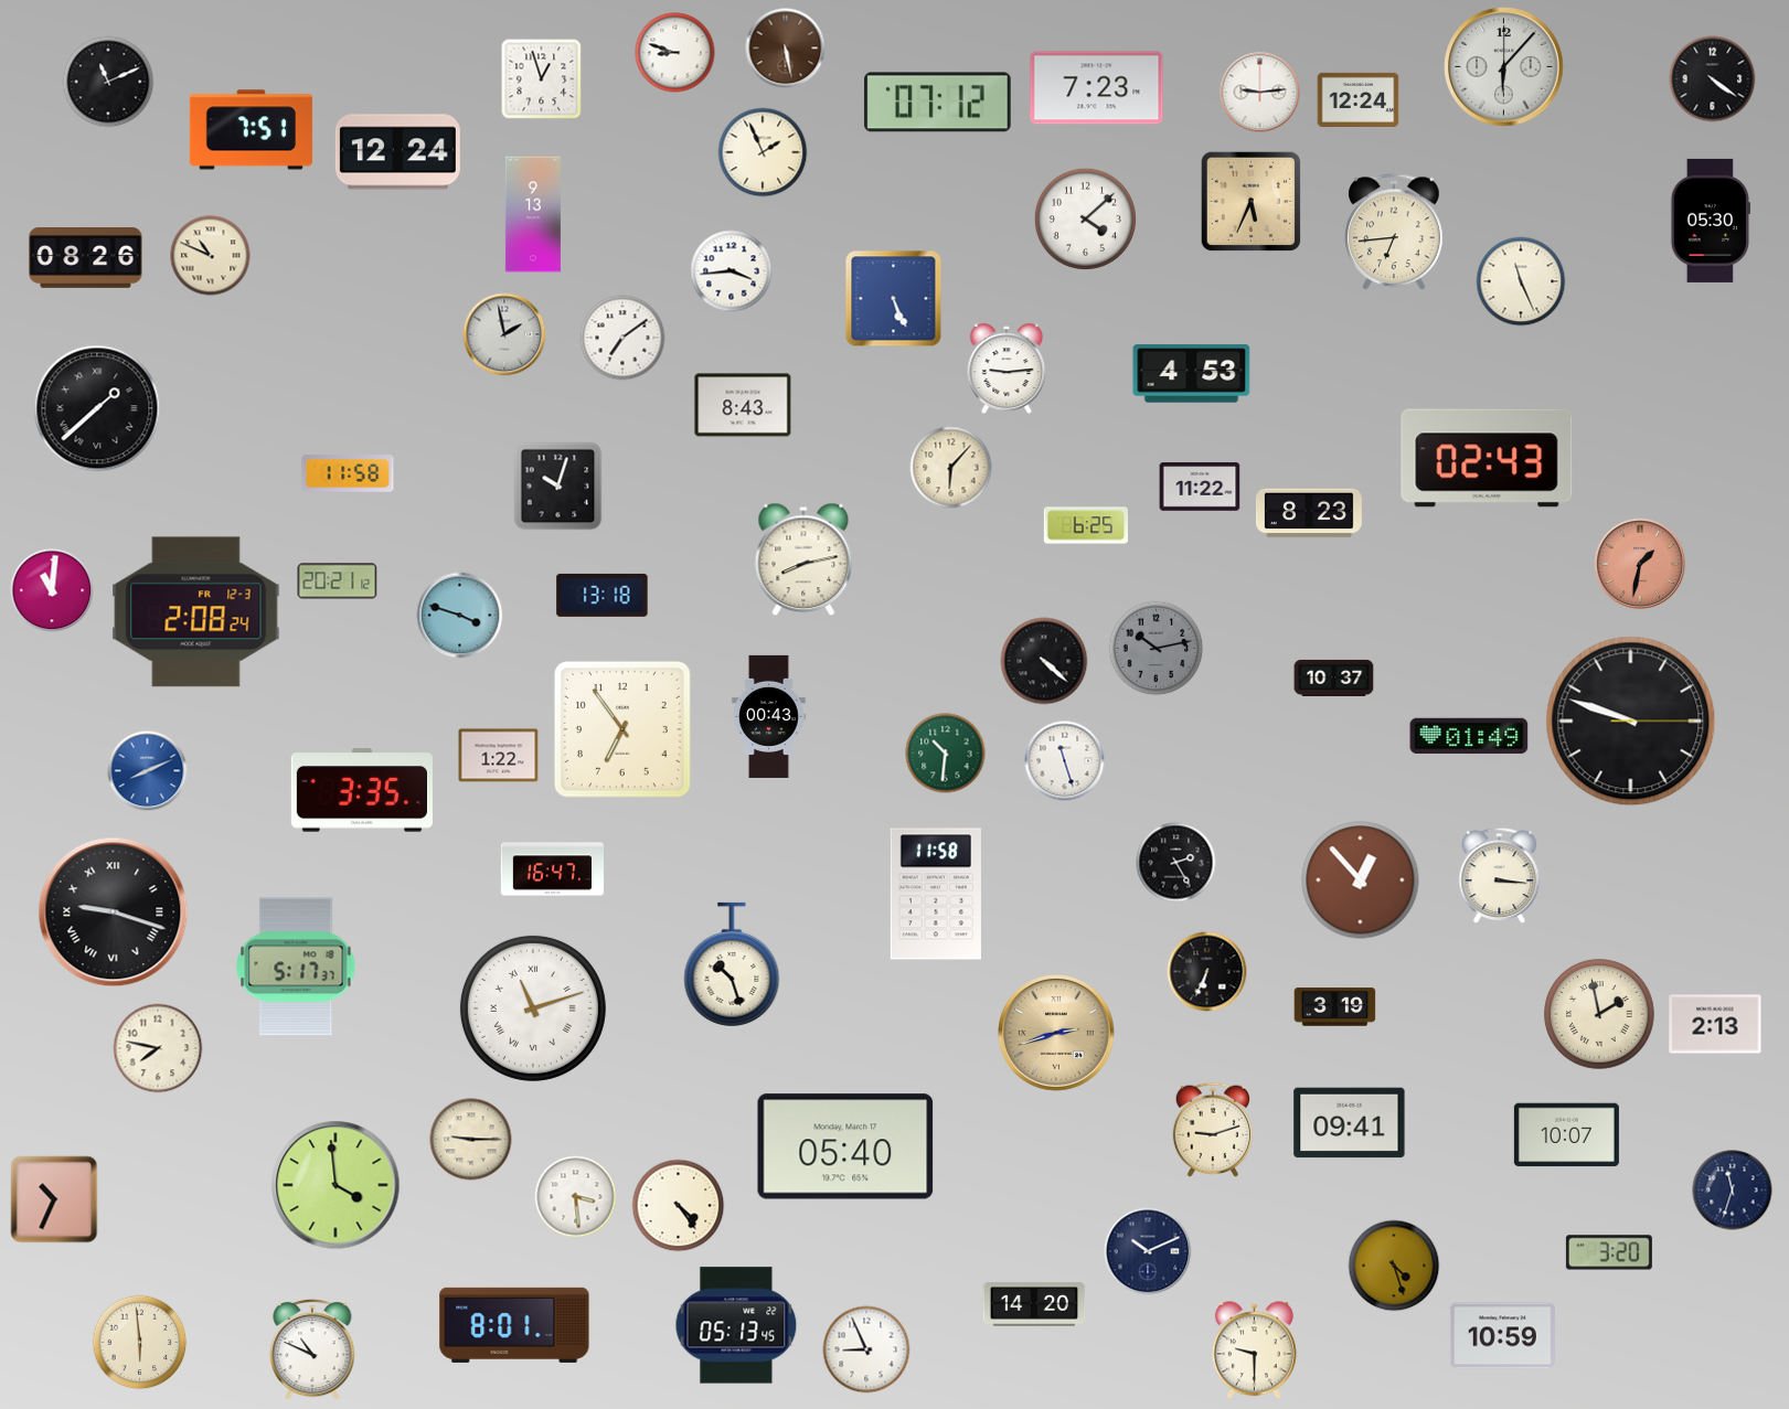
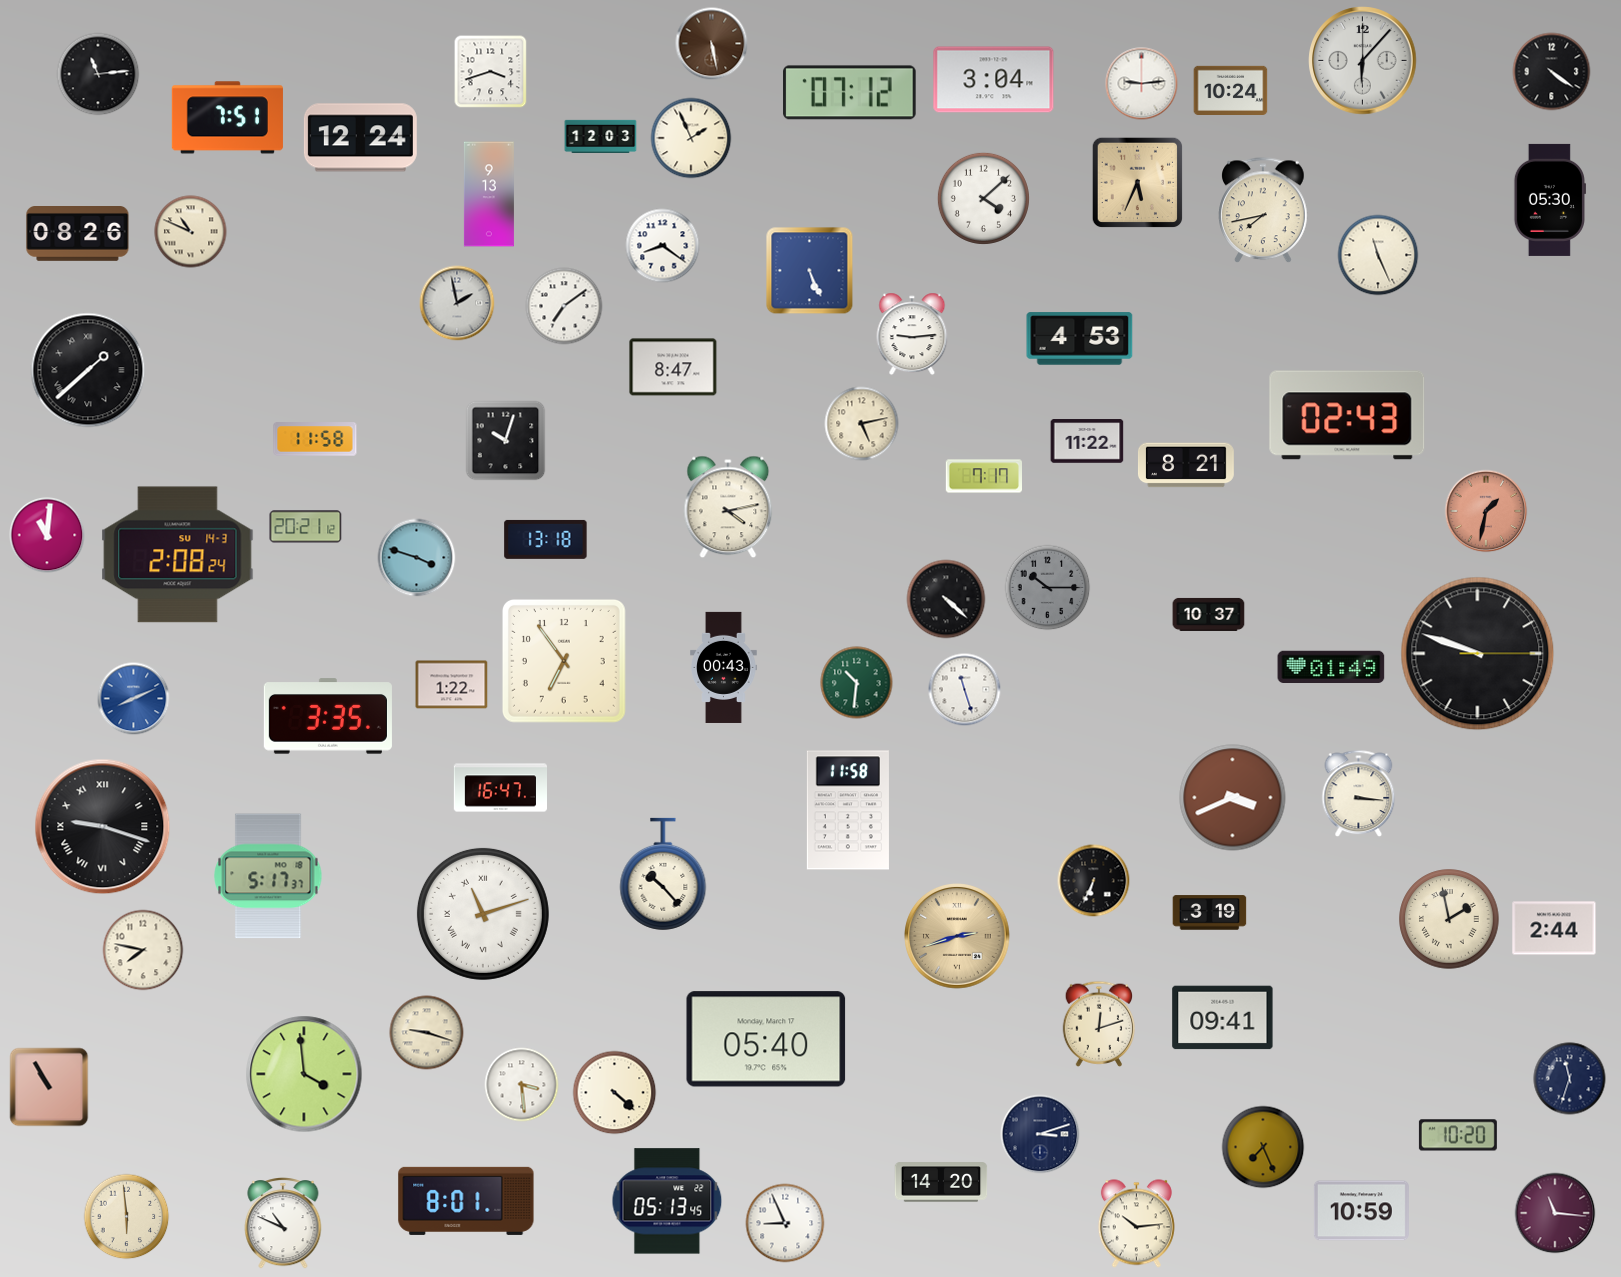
clock at (675, 53): 8:48 -> none
clock at (542, 79): 12:57 -> 3:42
clock at (108, 82): 11:11 -> 11:14
clock at (1097, 88): 7:23 -> 3:04
clock at (1359, 99): 12:24 -> 10:24
clock at (601, 136): none -> 12:03
clock at (1252, 202) position: (1252, 202) -> (1138, 183)
clock at (533, 214) position: (533, 214) -> (489, 194)
clock at (1394, 233): 6:44 -> 7:43
clock at (732, 271): 3:44 -> 8:21
clock at (743, 405): 8:43 -> 8:47
clock at (951, 468): 6:07 -> 5:13
clock at (348, 473) position: (348, 473) -> (315, 439)
clock at (1309, 513): 8:23 -> 8:21
clock at (1085, 525): 6:25 -> 7:17
clock at (803, 559): 8:13 -> 4:13
clock at (196, 612) date: FR 12-3 -> SU 14-3
clock at (1157, 649): 10:13 -> 10:15
clock at (769, 716) position: (769, 716) -> (724, 667)
clock at (1176, 863): 2:25 -> none
clock at (1361, 880): 12:53 -> 3:41
clock at (732, 964): 10:27 -> 10:23
clock at (1715, 1024): 2:13 -> 2:44
clock at (1213, 1130): 9:12 -> 12:12
clock at (1566, 1135): 10:07 -> none
clock at (471, 1140): 9:15 -> 9:18
clock at (54, 1199): 10:34 -> 10:55
clock at (679, 1206): 4:24 -> 4:22
clock at (1148, 1251): 10:11 -> 3:12
clock at (1609, 1252): 3:20 -> 10:20
clock at (1394, 1266): 4:27 -> 7:26
clock at (1034, 1304) position: (1034, 1304) -> (941, 1182)
clock at (1555, 1213): none -> 11:16
clock at (1254, 1351): 9:30 -> 10:14
